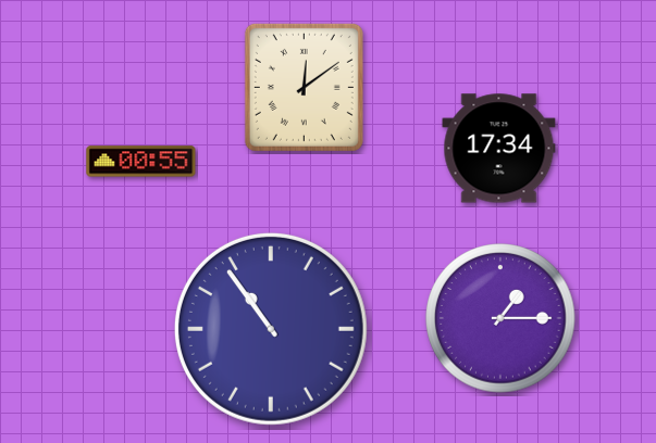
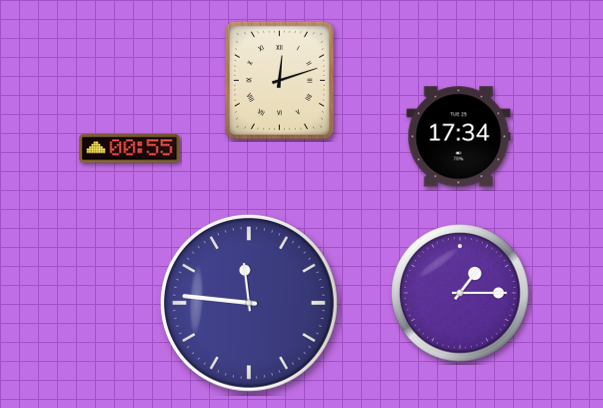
clock at (304, 87): 12:09 -> 12:12
clock at (271, 329): 10:54 -> 11:46
